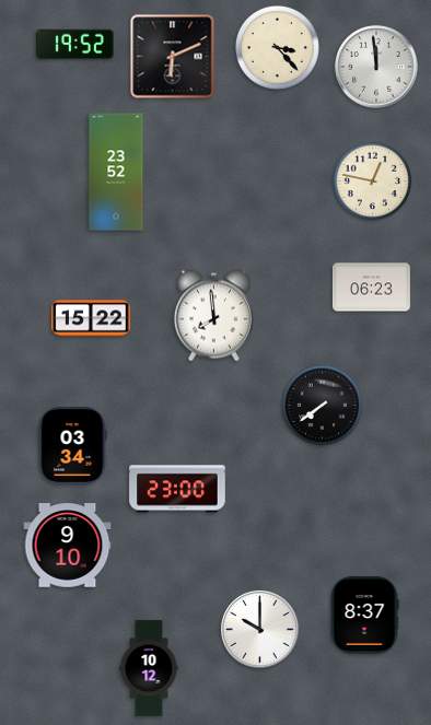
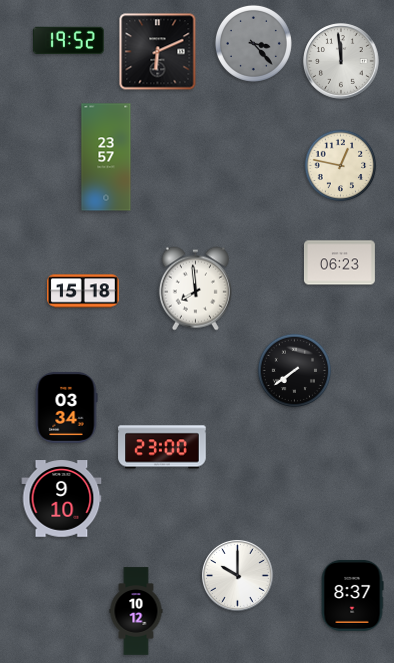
clock at (277, 47) dial: cream -> grey
clock at (376, 67) position: (376, 67) -> (341, 61)
clock at (116, 172): 23:52 -> 23:57
clock at (91, 318): 15:22 -> 15:18
clock at (364, 615) position: (364, 615) -> (352, 595)
